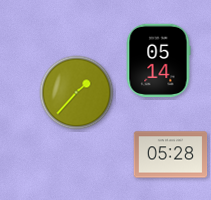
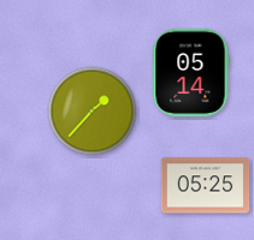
clock at (171, 155): 05:28 -> 05:25
